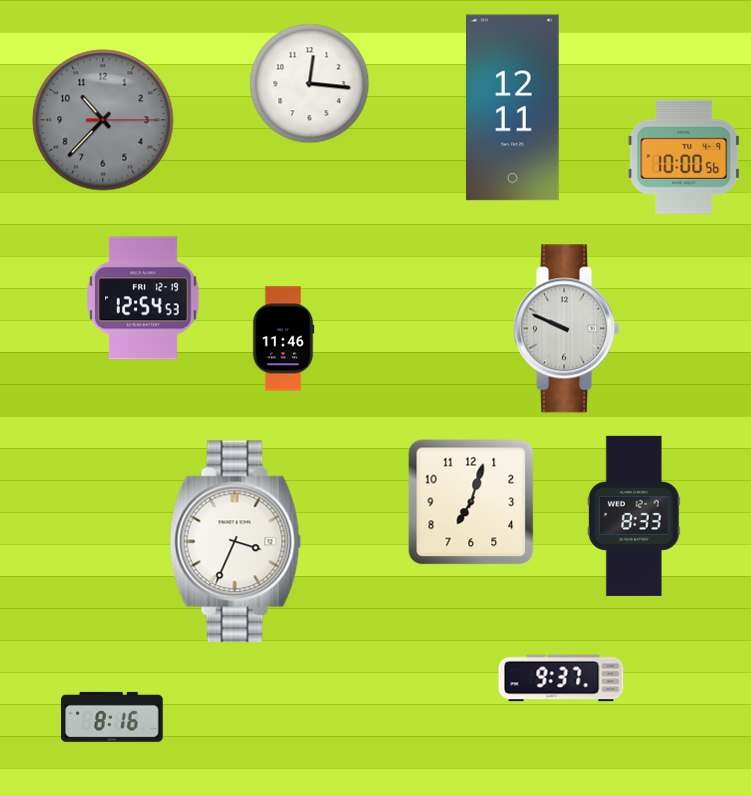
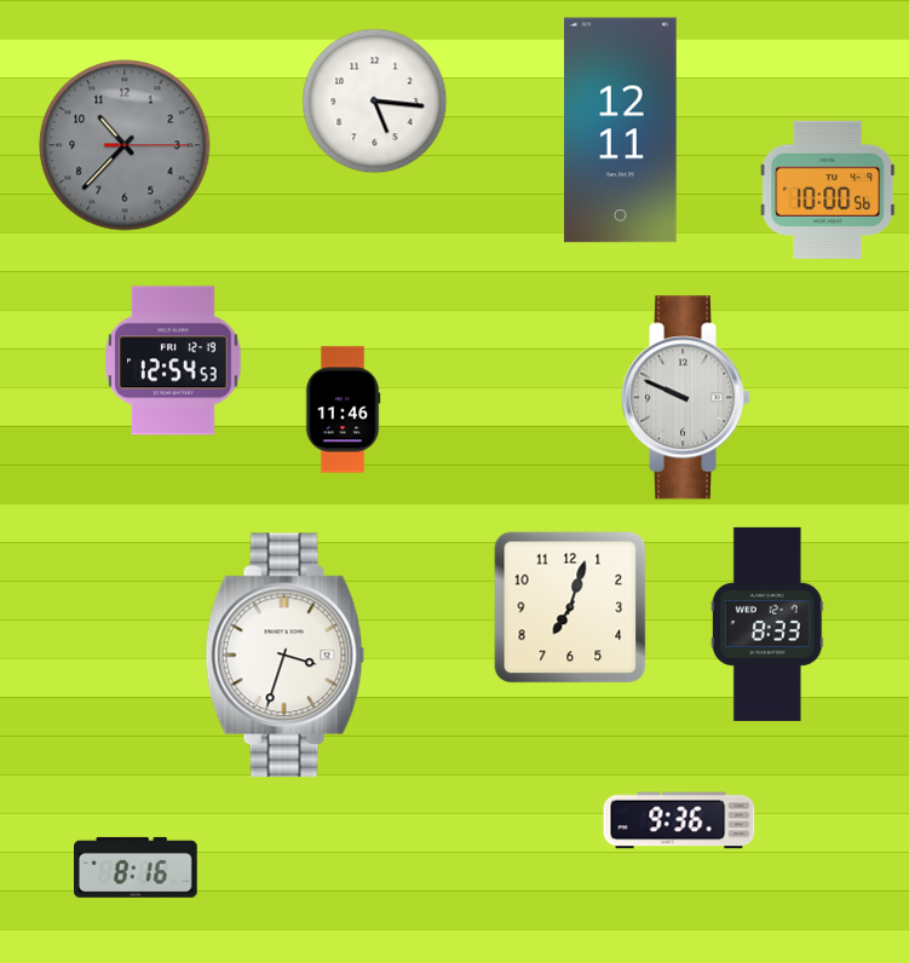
clock at (310, 84): 12:16 -> 5:16
clock at (236, 542): 3:34 -> 3:33
clock at (561, 678): 9:37 -> 9:36
